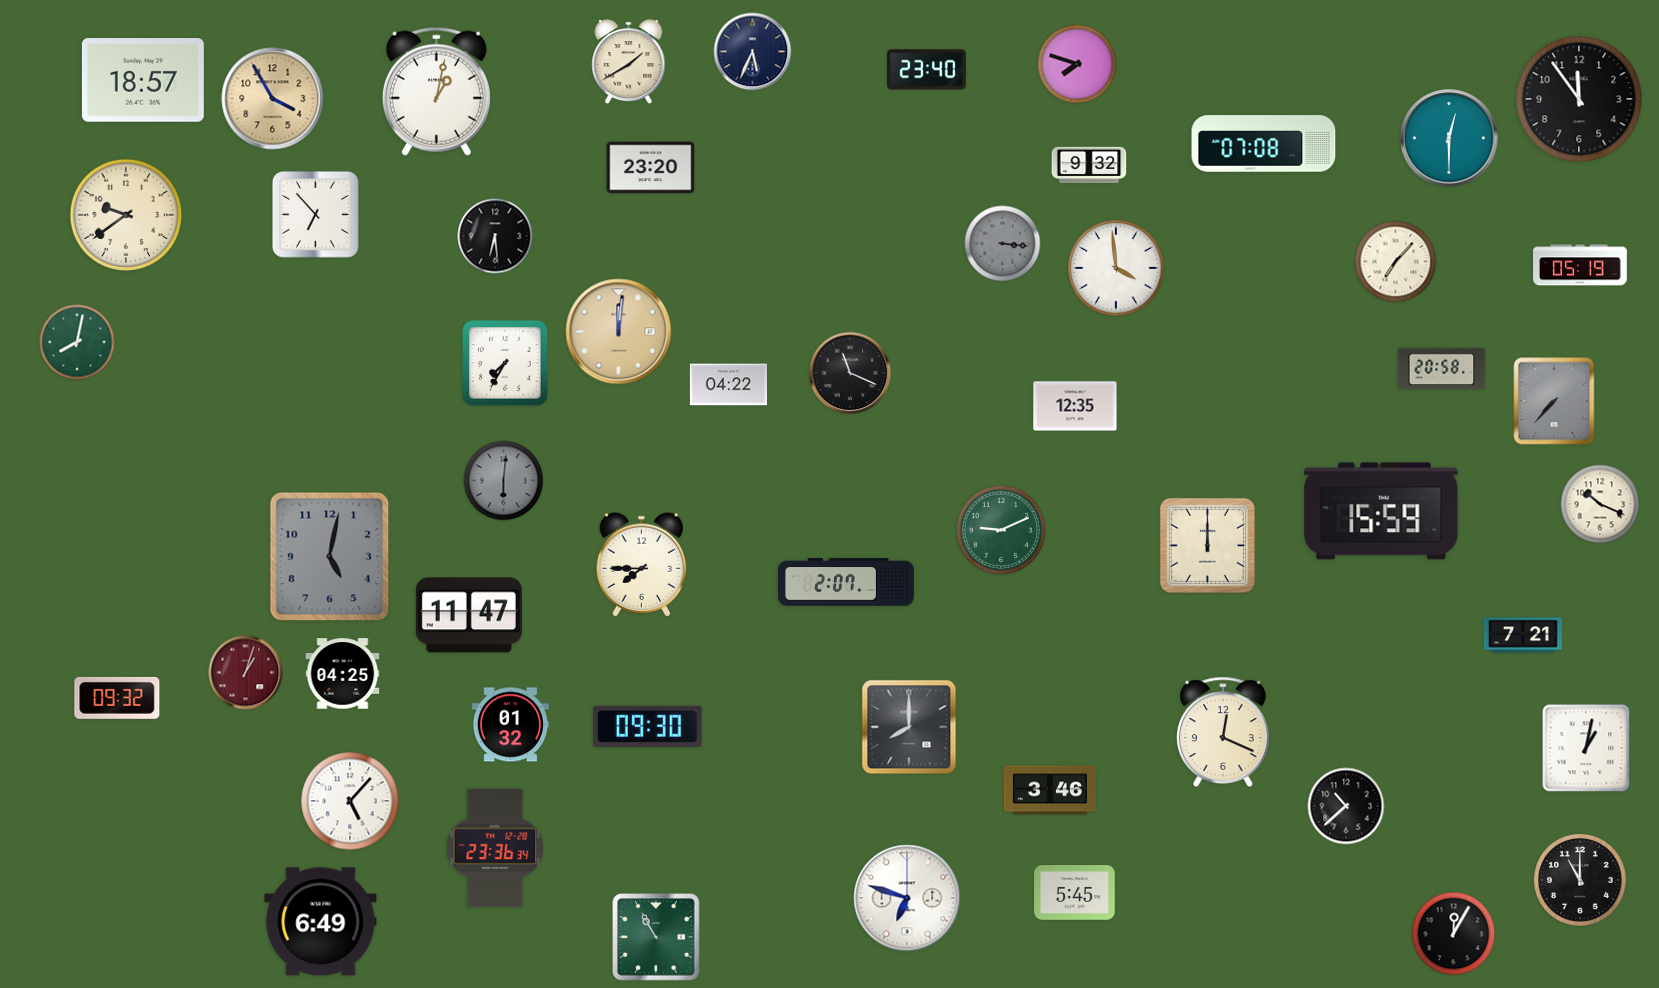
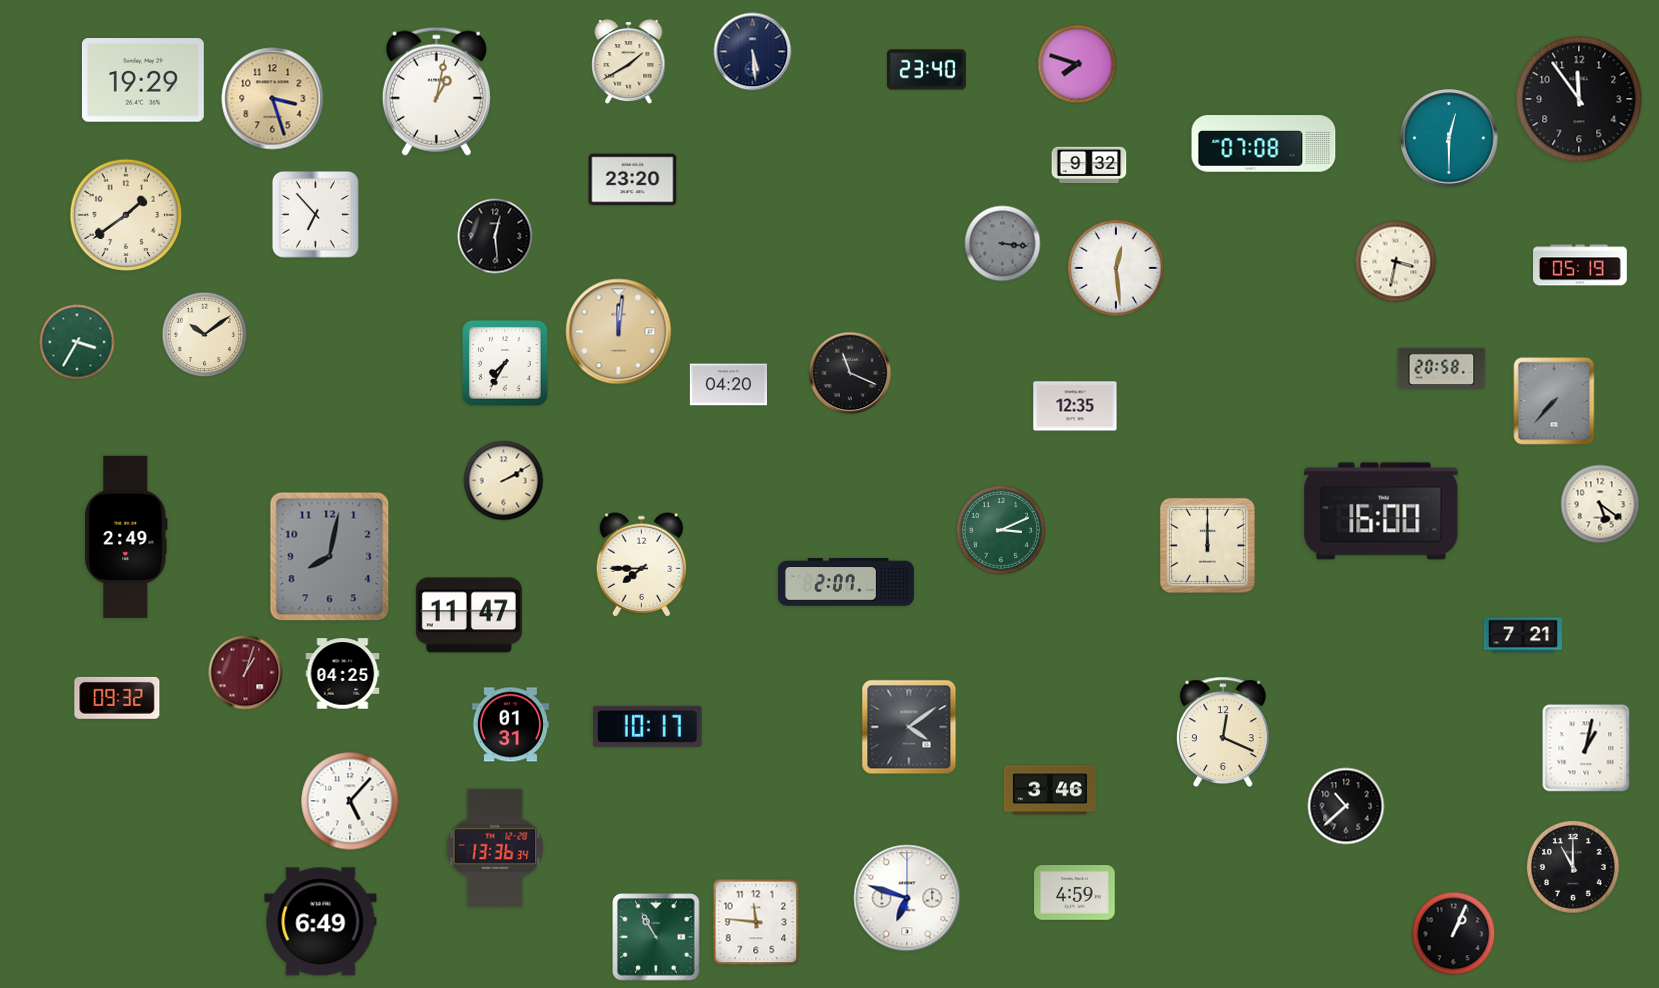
clock at (753, 52): 5:34 -> 5:29
clock at (143, 80): 18:57 -> 19:29
clock at (273, 99): 3:55 -> 3:27
clock at (651, 168) position: (651, 168) -> (633, 180)
clock at (126, 215): 9:39 -> 1:39
clock at (495, 236): 6:29 -> 12:29
clock at (1396, 262): 7:07 -> 3:32
clock at (1116, 268): 3:59 -> 12:29
clock at (205, 335): none -> 10:09
clock at (77, 342): 8:02 -> 3:35
clock at (728, 385): 04:22 -> 04:20
clock at (504, 481): 6:01 -> 2:10
clock at (504, 481) dial: grey -> cream
clock at (1600, 504): 10:19 -> 5:21
clock at (1381, 511): 15:59 -> 16:00
clock at (1001, 530): 9:11 -> 3:11
clock at (126, 537): none -> 2:49
clock at (330, 557): 5:02 -> 8:02
clock at (510, 725): 01:32 -> 01:31
clock at (647, 726): 09:30 -> 10:17
clock at (909, 727): 8:00 -> 4:09
clock at (495, 848): 23:36 -> 13:36
clock at (1581, 881) position: (1581, 881) -> (1574, 868)
clock at (1075, 893): 5:45 -> 4:59
clock at (756, 922): none -> 11:46
clock at (1454, 934): 12:05 -> 1:04
